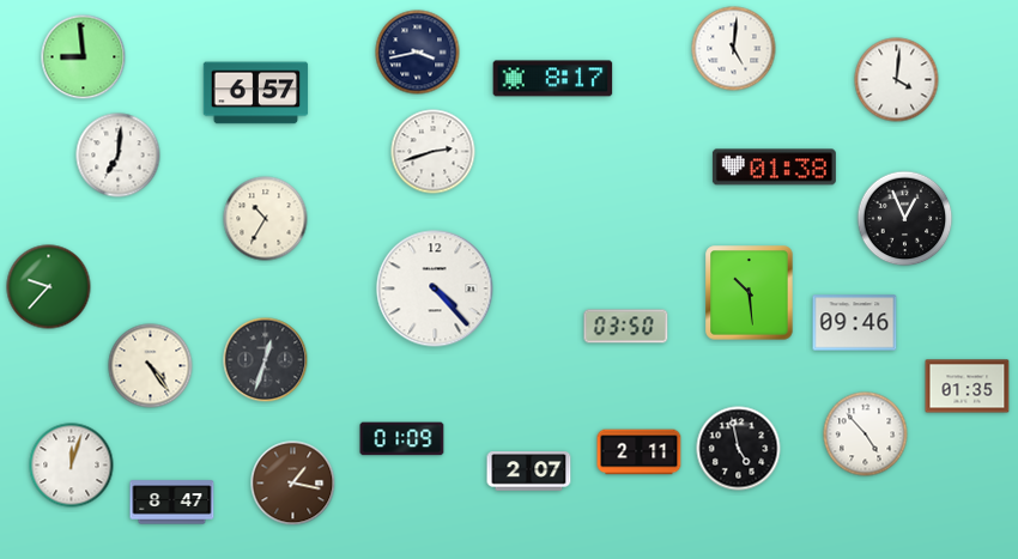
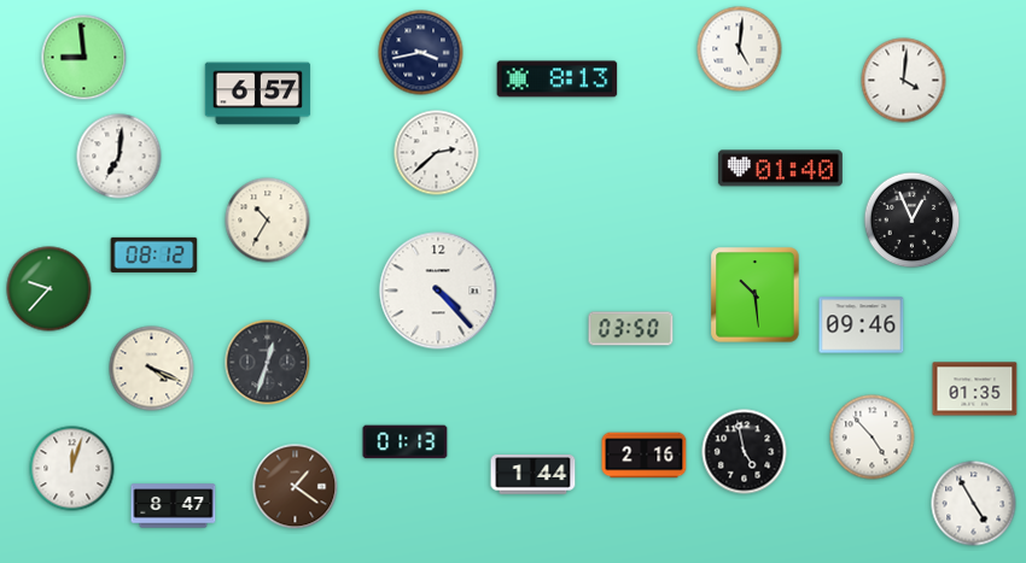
clock at (553, 79): 8:17 -> 8:13
clock at (434, 152): 2:42 -> 2:38
clock at (774, 168): 01:38 -> 01:40
clock at (155, 254): none -> 08:12
clock at (151, 366): 4:24 -> 4:19
clock at (402, 439): 01:09 -> 01:13
clock at (640, 452): 2:11 -> 2:16
clock at (529, 472): 2:07 -> 1:44
clock at (293, 484): 1:17 -> 1:21
clock at (974, 504): none -> 4:55
